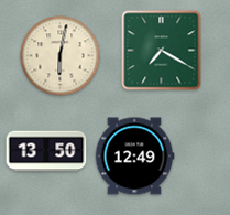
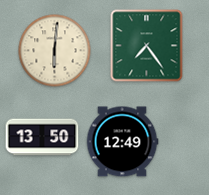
clock at (162, 51): 7:20 -> 7:24
clock at (61, 56): 6:02 -> 6:01
